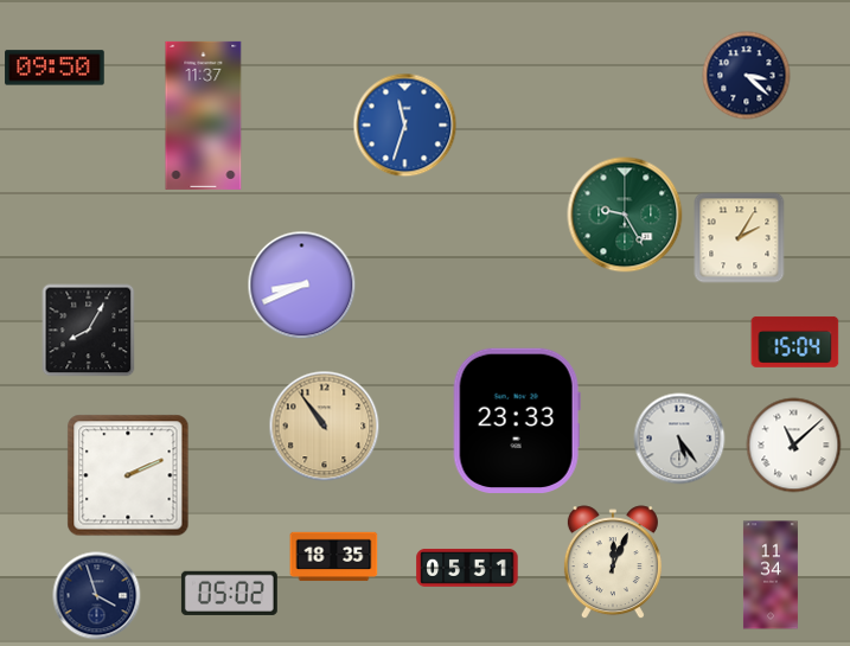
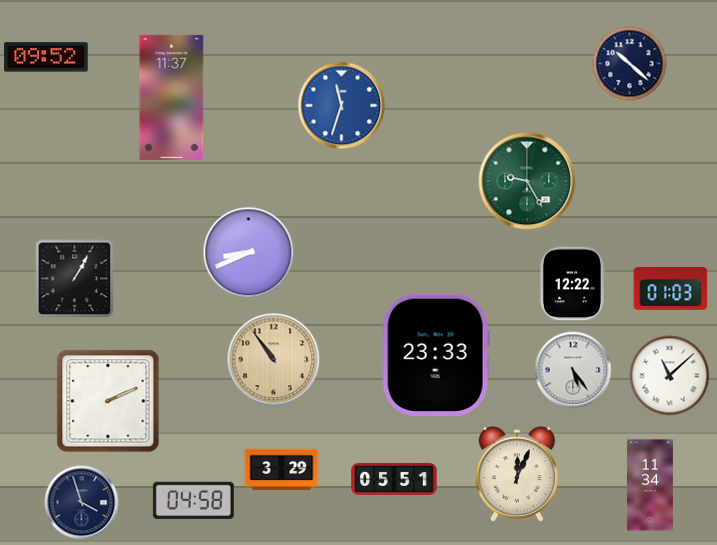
clock at (55, 68): 09:50 -> 09:52
clock at (747, 76): 3:22 -> 10:22
clock at (740, 238): 2:05 -> none
clock at (302, 286) position: (302, 286) -> (249, 253)
clock at (89, 331): 8:05 -> 1:05
clock at (572, 284): none -> 12:22
clock at (795, 341): 15:04 -> 01:03
clock at (334, 557): 18:35 -> 3:29
clock at (229, 593): 05:02 -> 04:58
